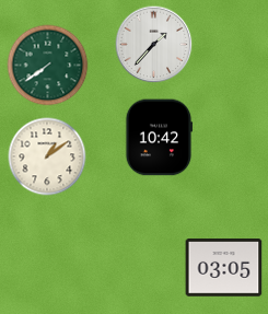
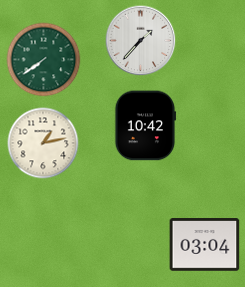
clock at (47, 156): 1:09 -> 1:13
clock at (224, 268): 03:05 -> 03:04
